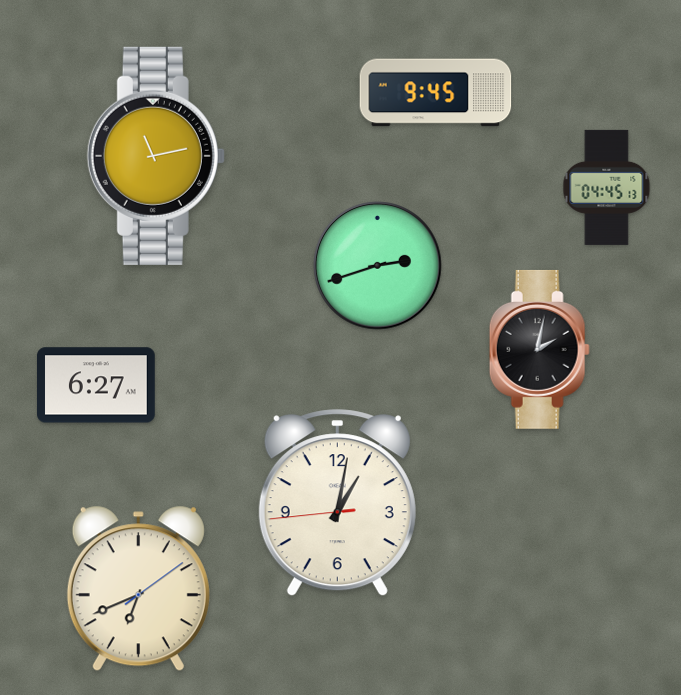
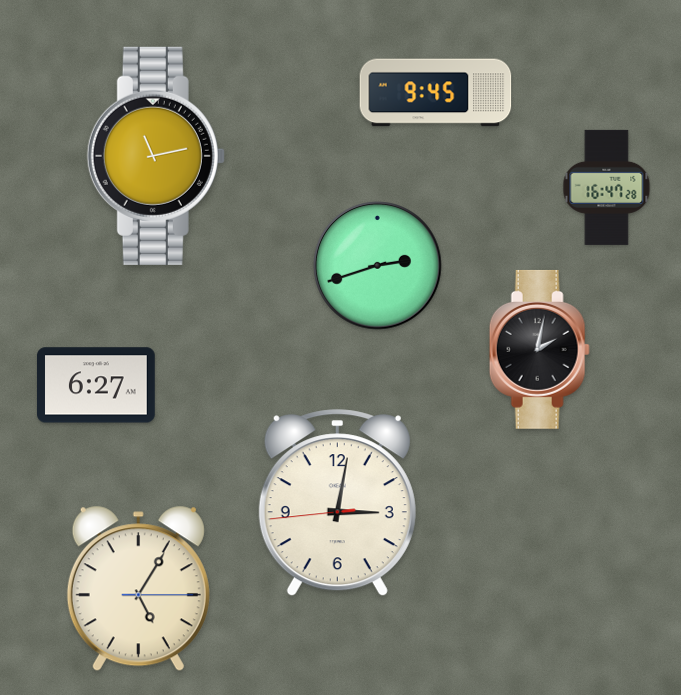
clock at (607, 187): 04:45 -> 16:47
clock at (337, 503): 1:01 -> 3:01
clock at (138, 589): 6:41 -> 5:05
